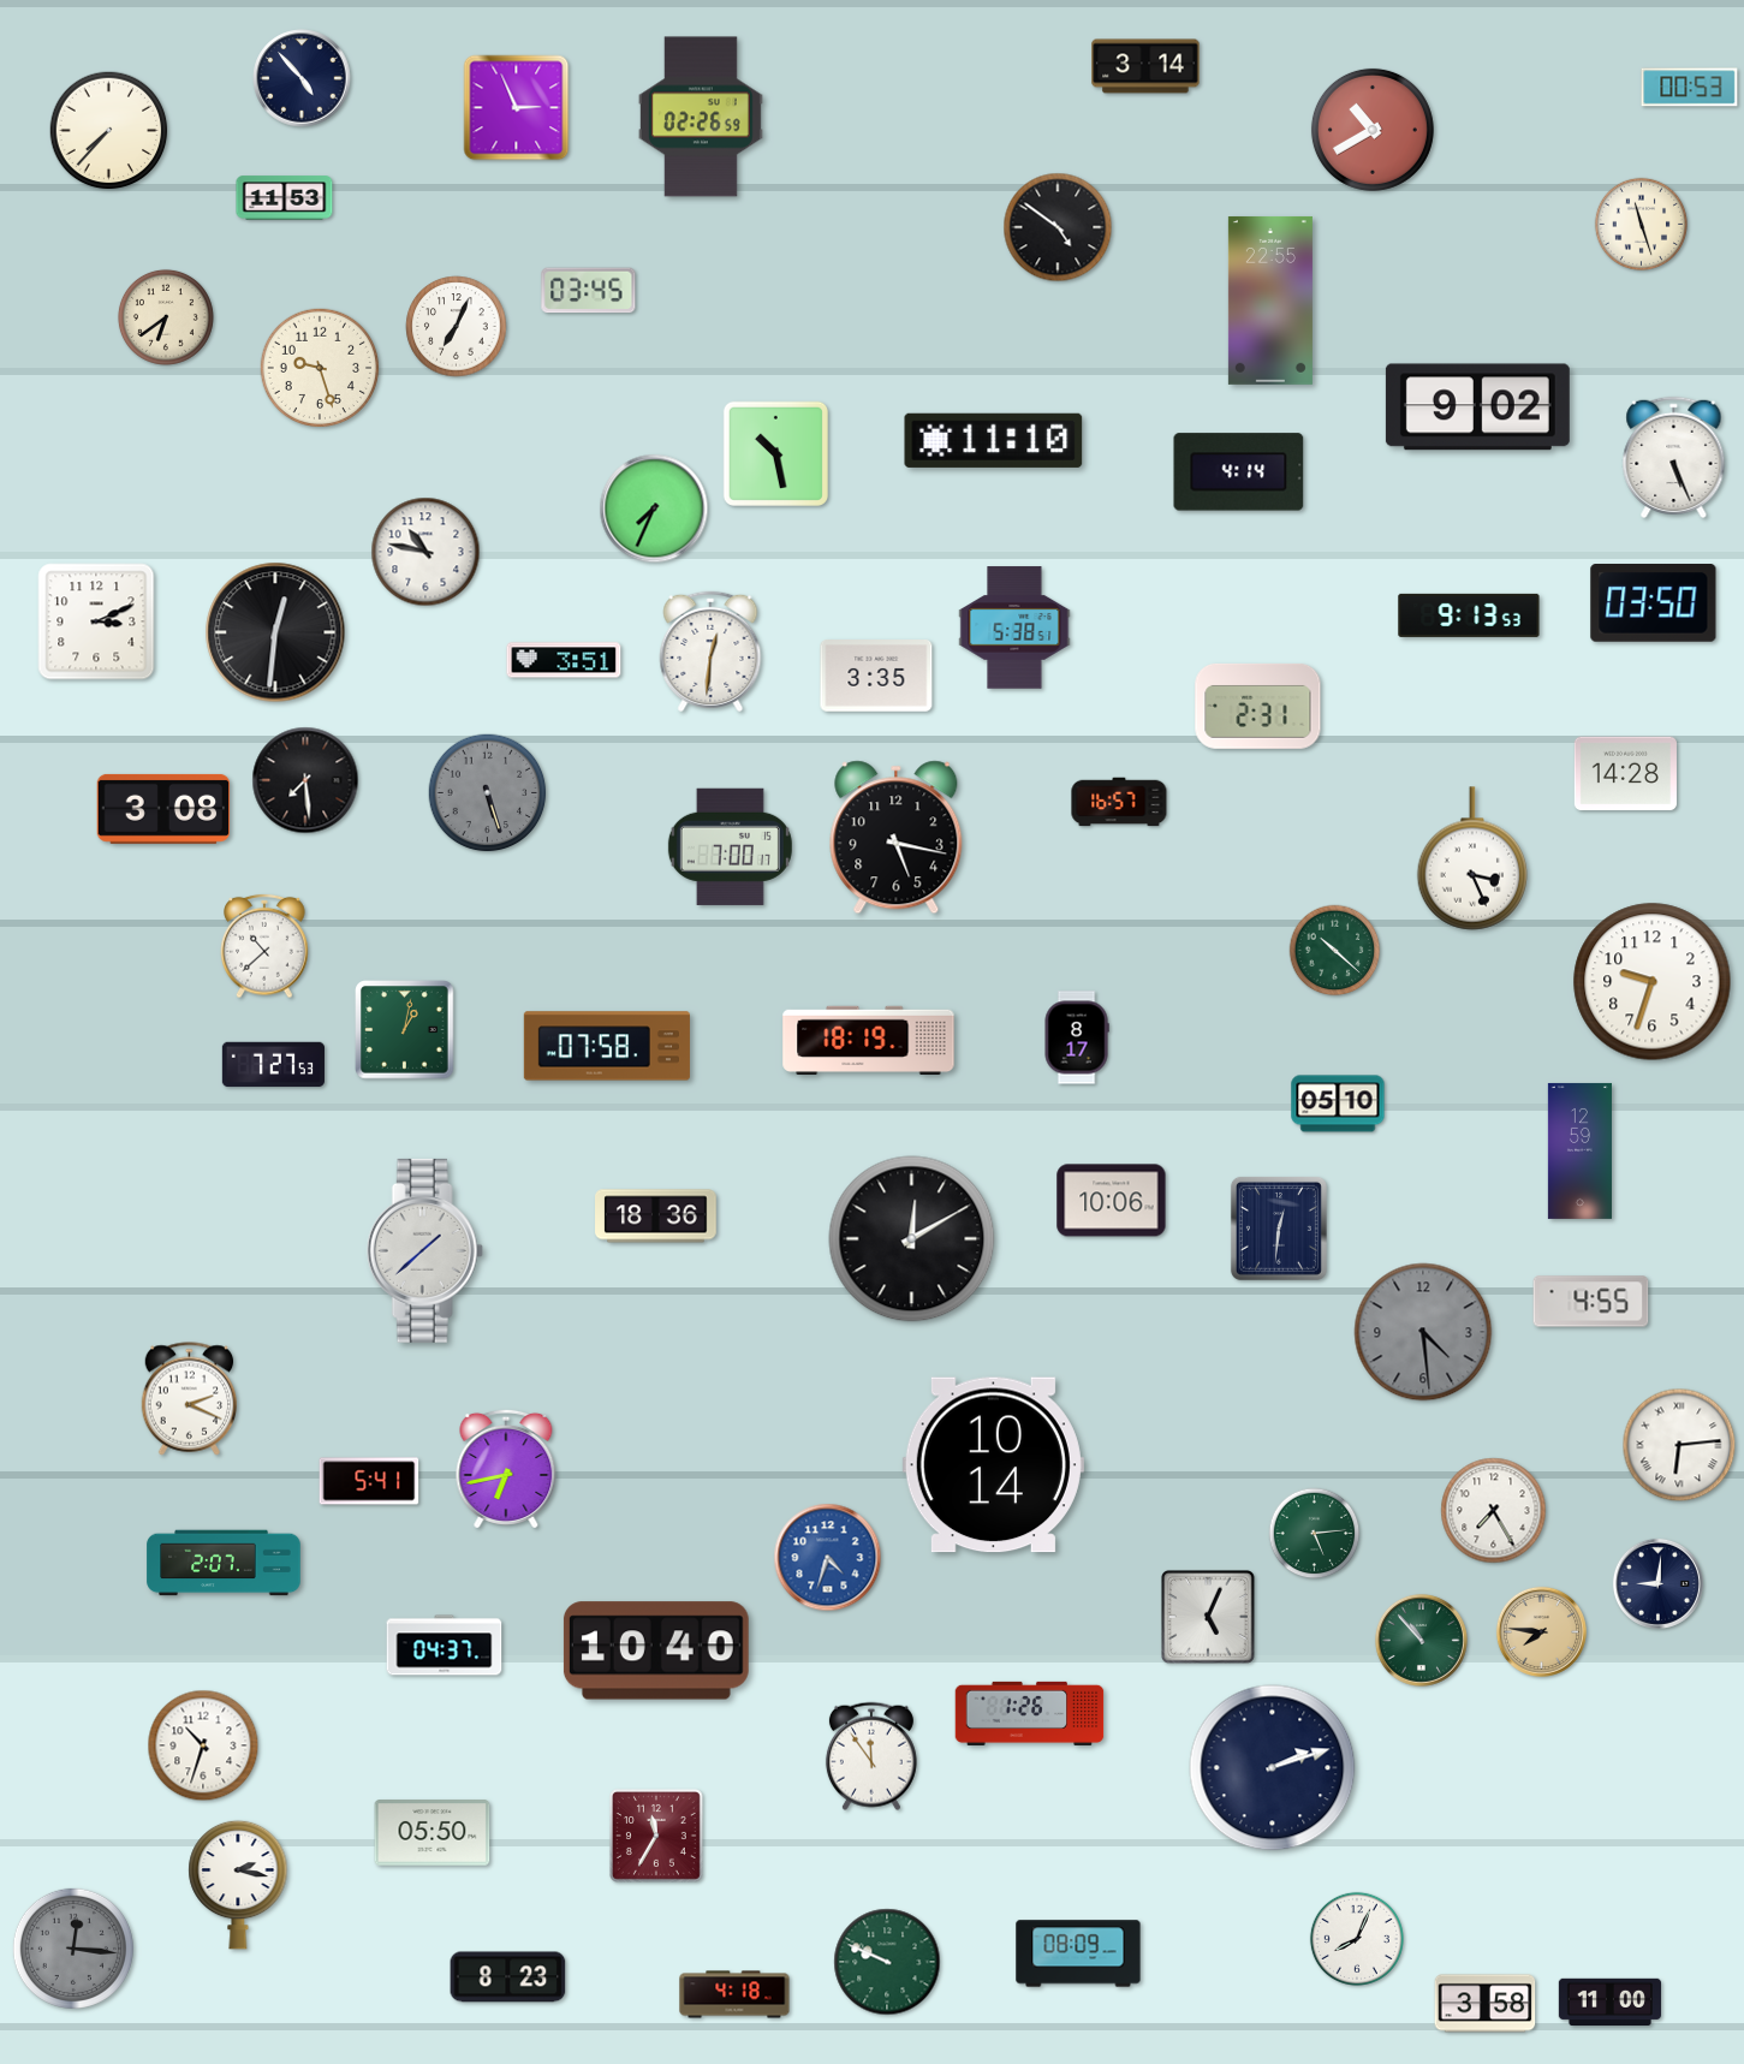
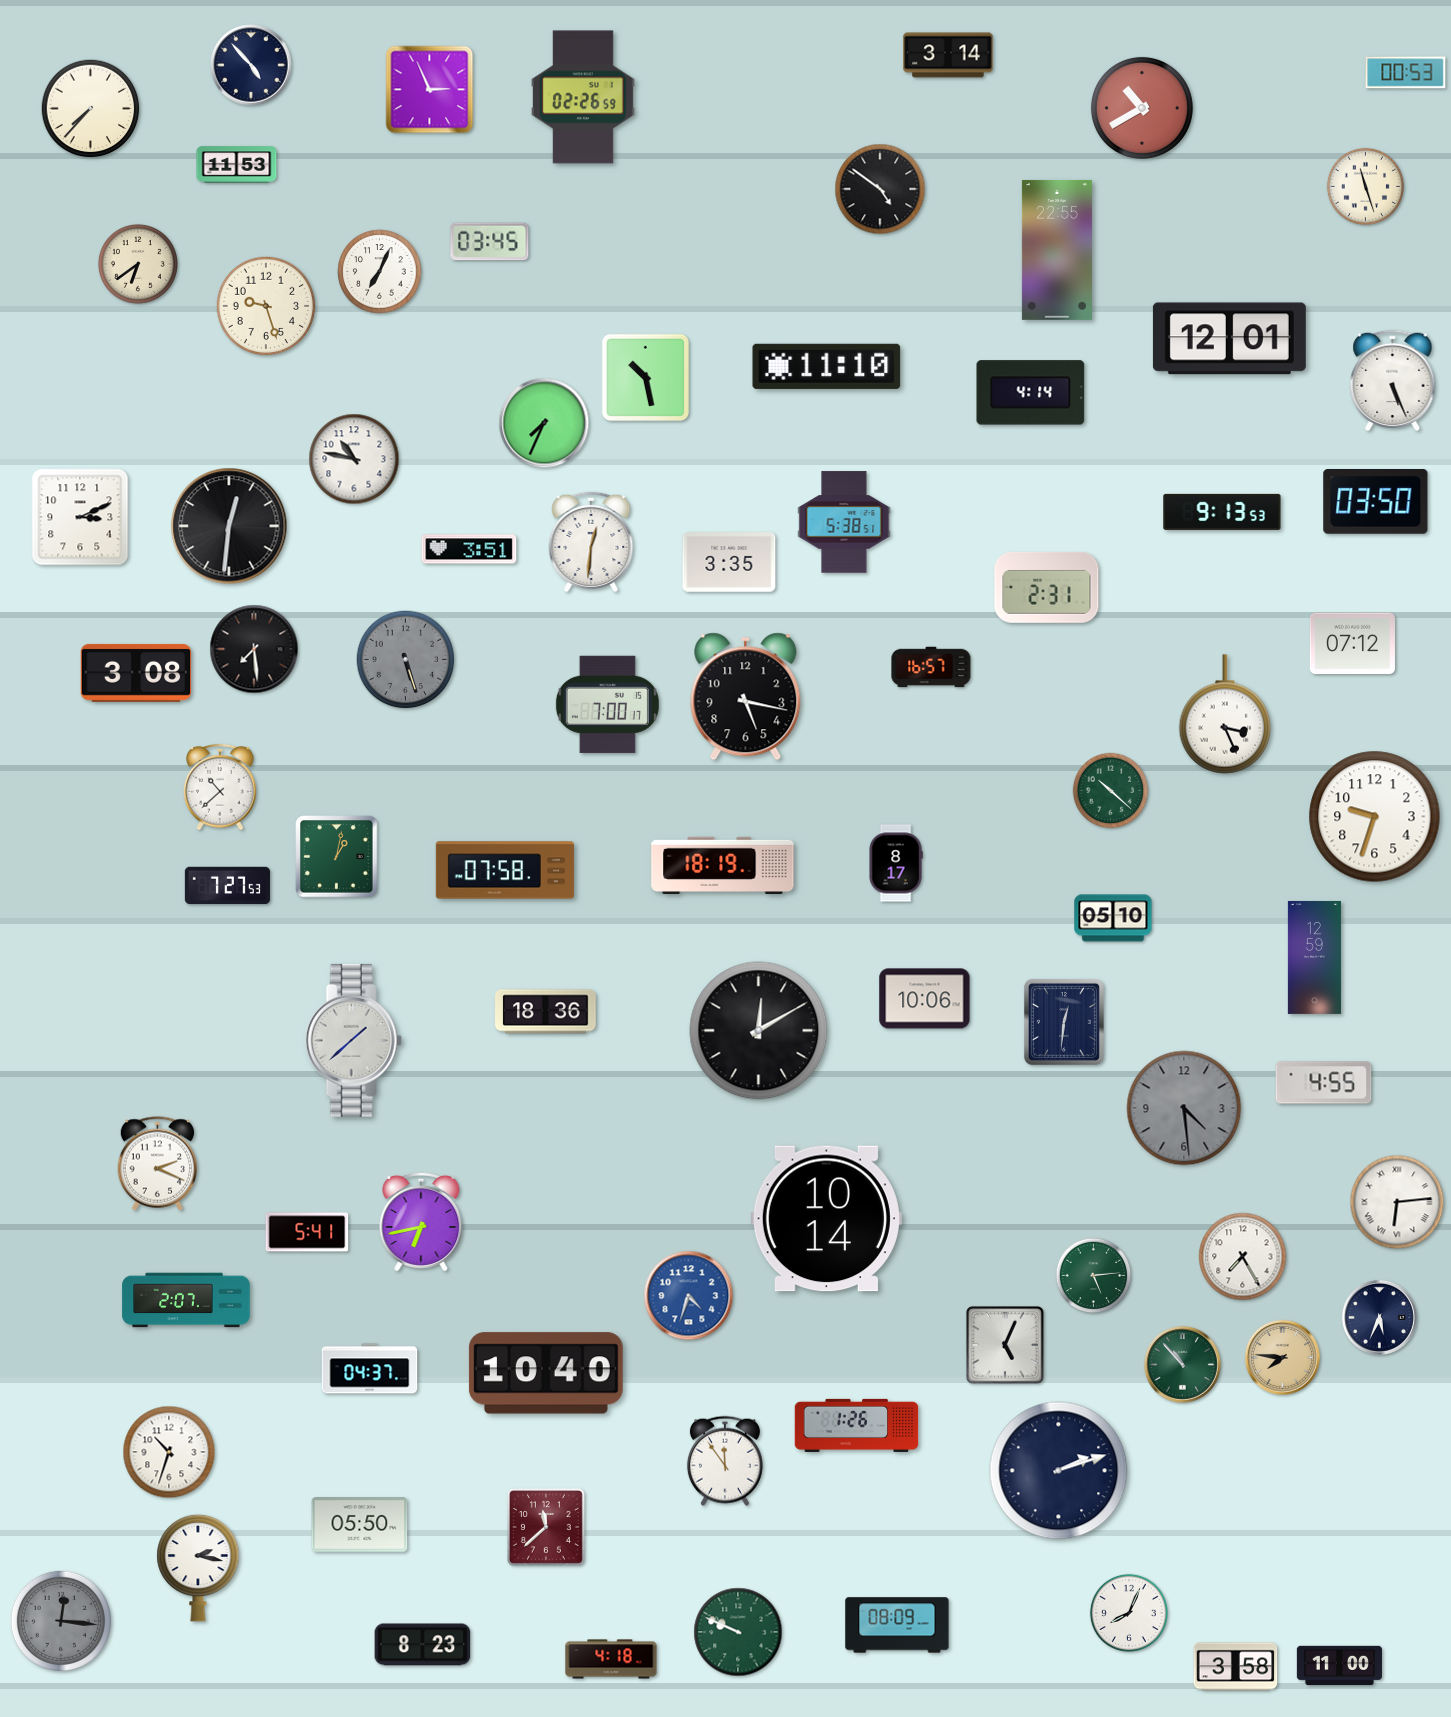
clock at (1145, 66) position: (1145, 66) -> (948, 55)
clock at (1477, 408): 9:02 -> 12:01
clock at (1625, 774): 14:28 -> 07:12
clock at (1657, 1583): 9:01 -> 5:34
clock at (656, 1836): 11:35 -> 11:38
